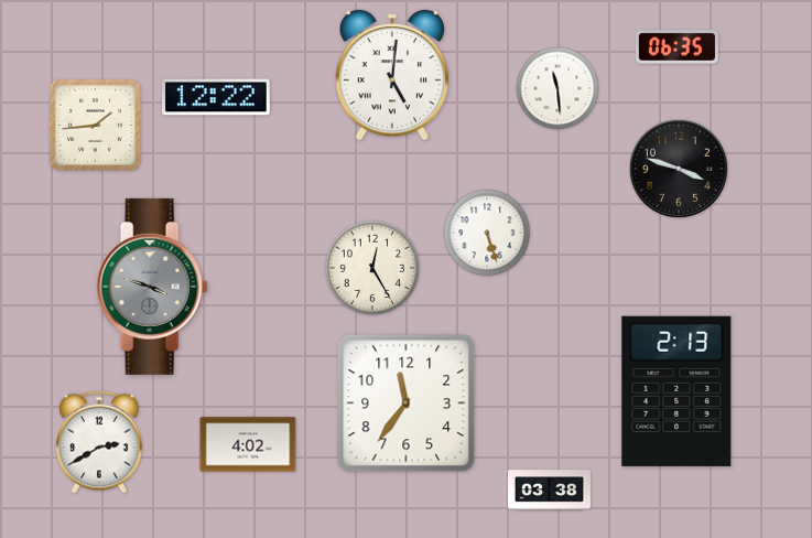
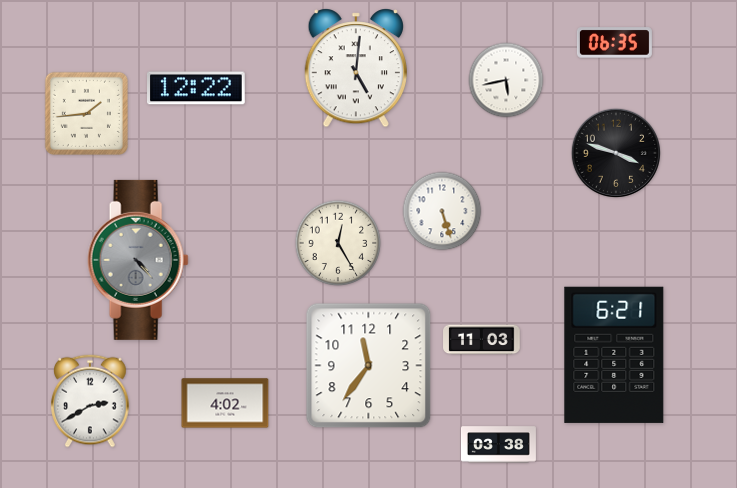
clock at (557, 88): 11:29 -> 5:43
clock at (152, 287): 3:48 -> 4:23
clock at (482, 340): none -> 11:03
clock at (676, 391): 2:13 -> 6:21
